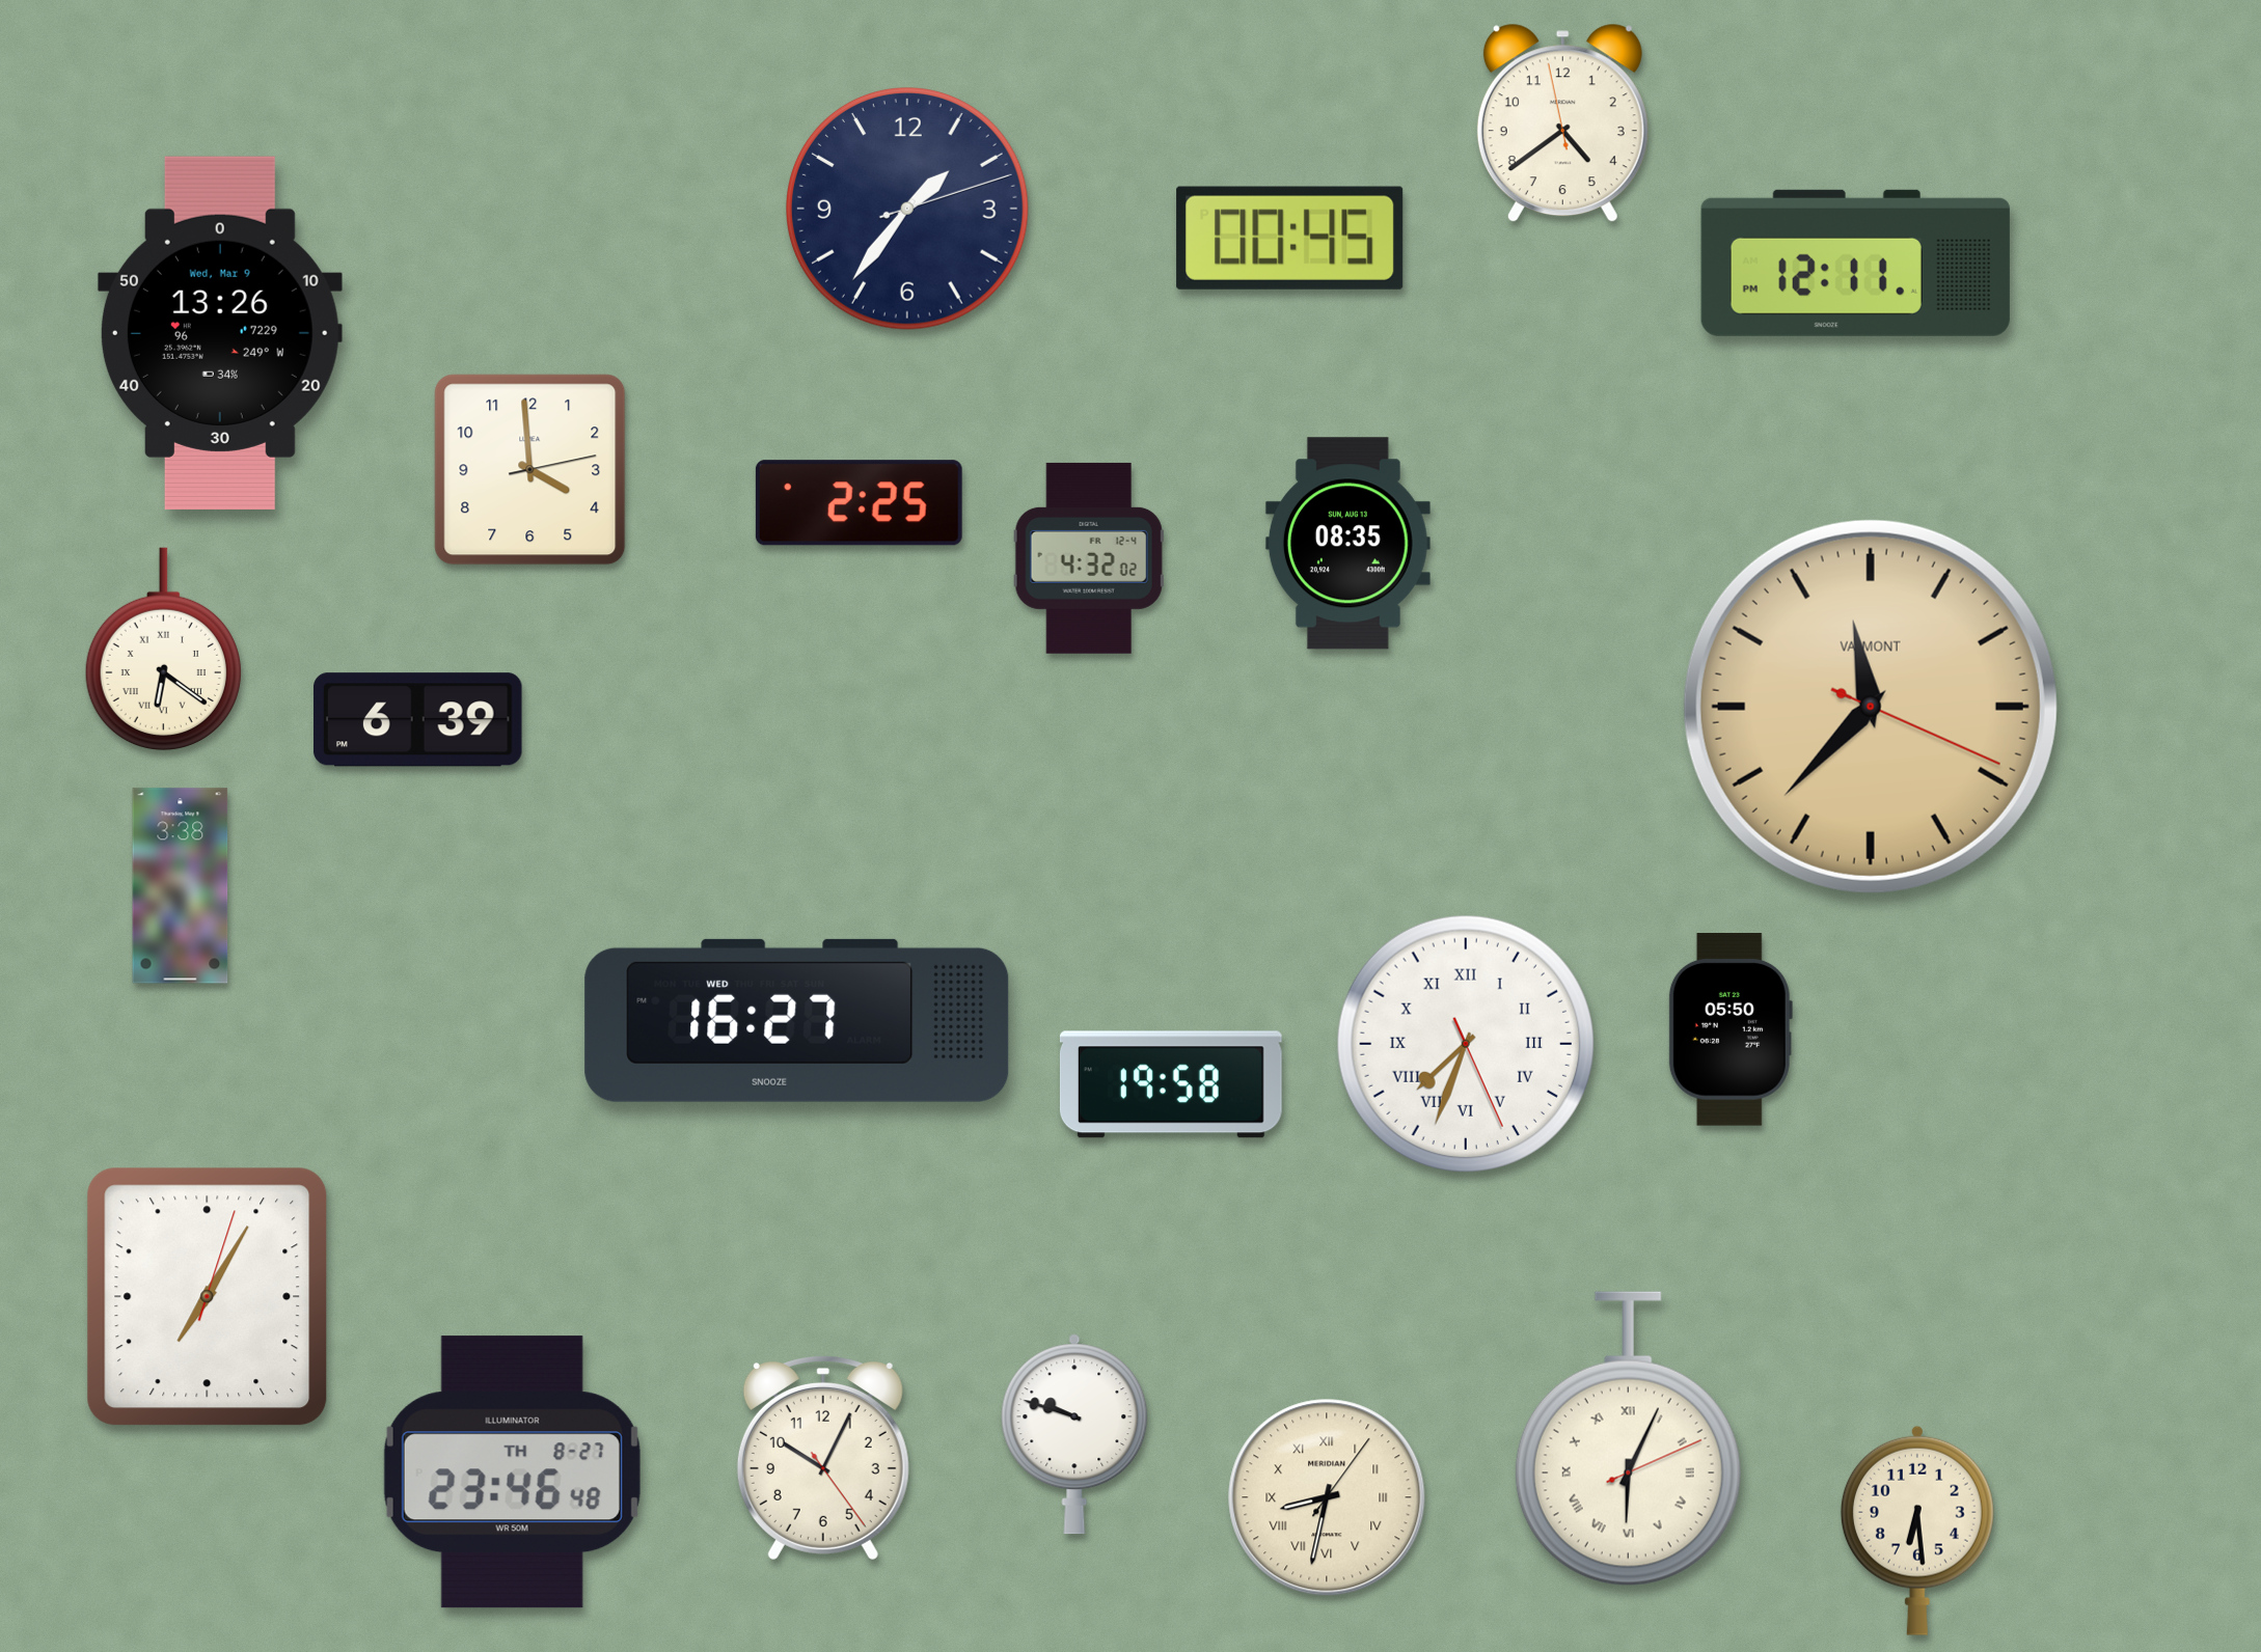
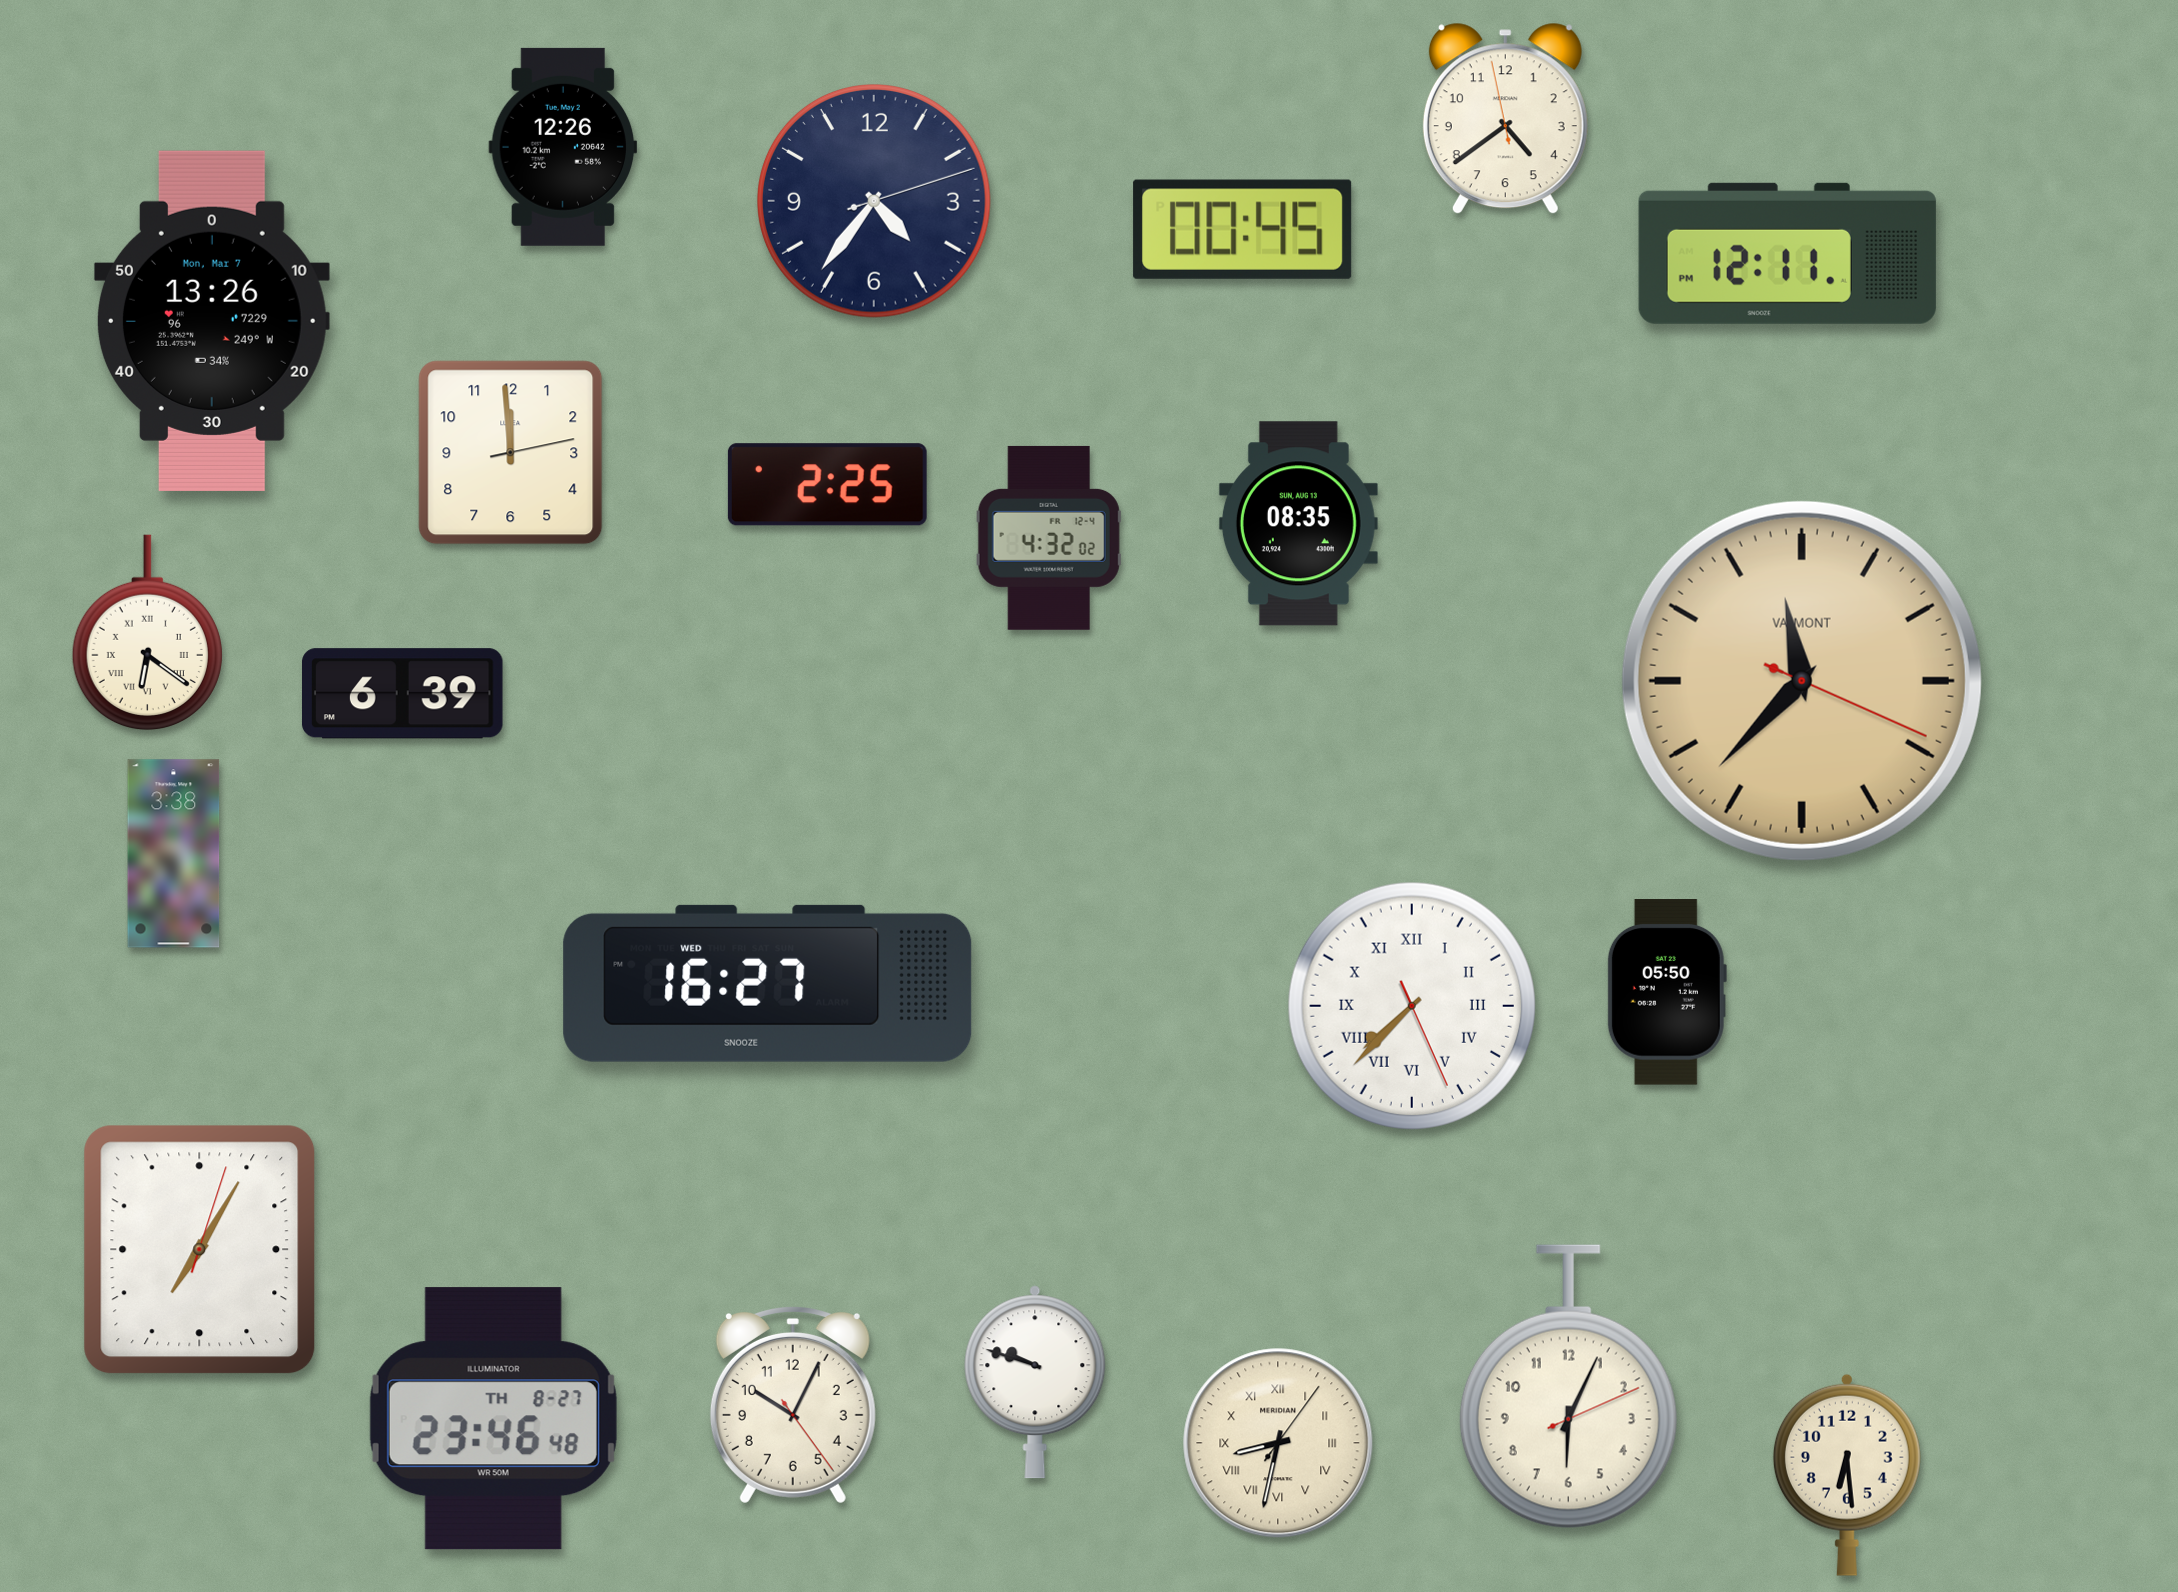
clock at (563, 147): none -> 12:26
clock at (907, 209): 1:36 -> 4:36
clock at (220, 333) date: Wed, Mar 9 -> Mon, Mar 7
clock at (530, 470): 3:59 -> 11:59
clock at (163, 650) position: (163, 650) -> (147, 633)
clock at (1466, 1044): 7:33 -> 7:37
clock at (1171, 1084): 19:58 -> none
clock at (1628, 1439) numerals: Roman -> Arabic
